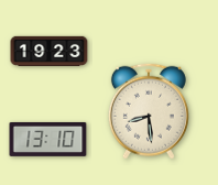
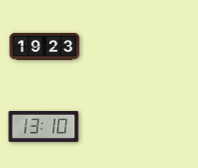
clock at (149, 111): 8:29 -> none
